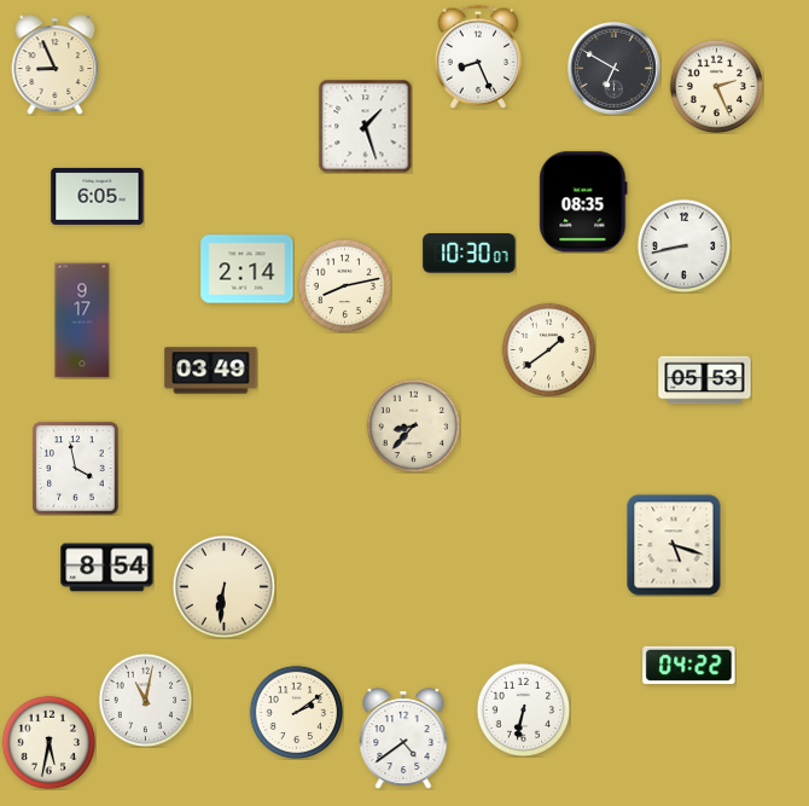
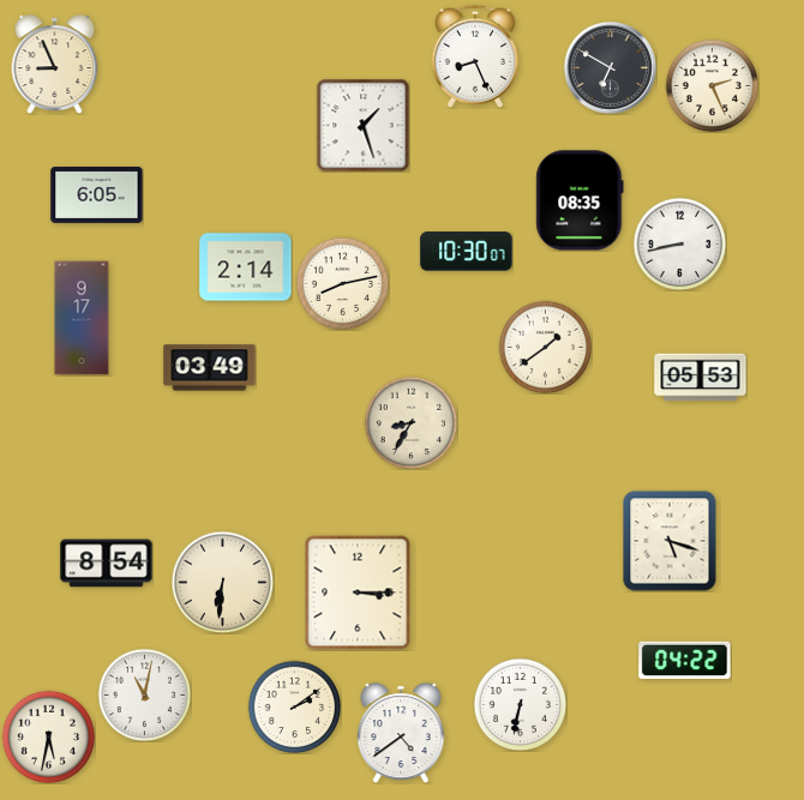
clock at (413, 425): 8:37 -> 8:35
clock at (76, 469): 3:58 -> none
clock at (358, 593): none -> 3:15
